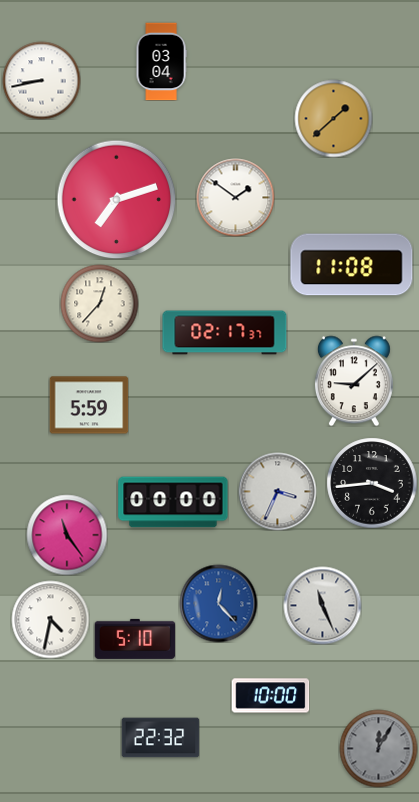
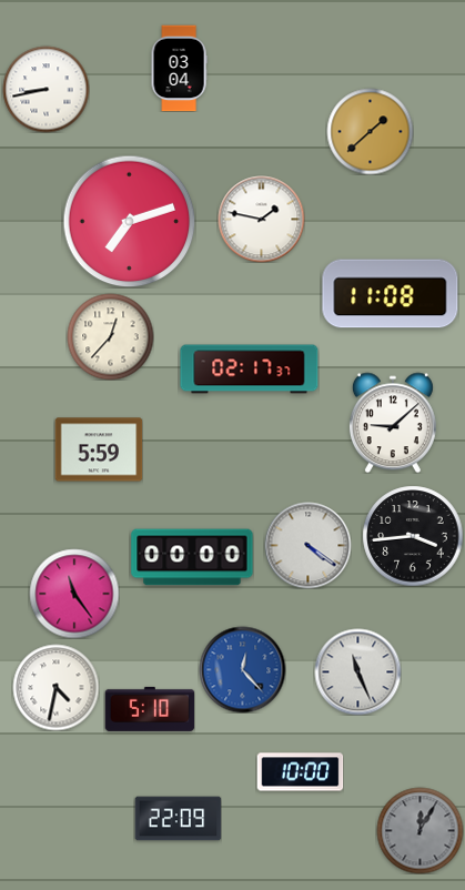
clock at (235, 197): 1:51 -> 1:47
clock at (277, 491): 3:34 -> 4:21
clock at (160, 738): 22:32 -> 22:09
